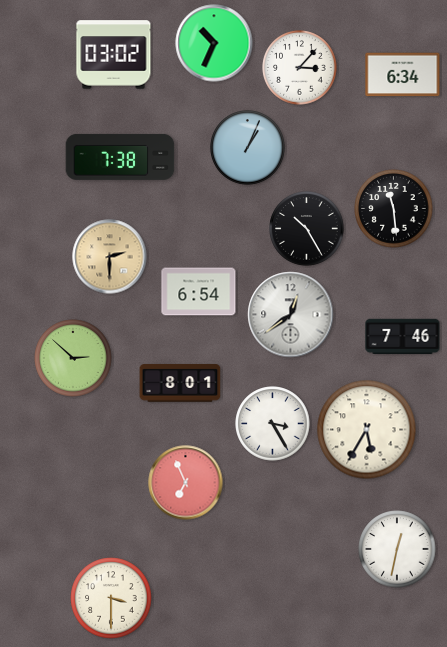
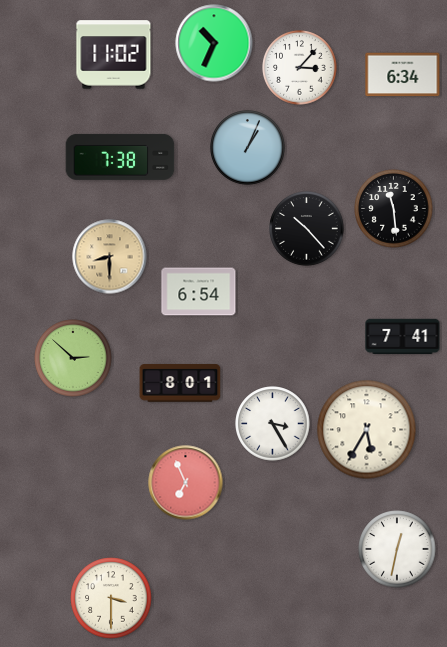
clock at (114, 55): 03:02 -> 11:02
clock at (307, 229): 10:25 -> 10:23
clock at (110, 257): 2:30 -> 8:30
clock at (291, 315): 12:39 -> none
clock at (403, 336): 7:46 -> 7:41
